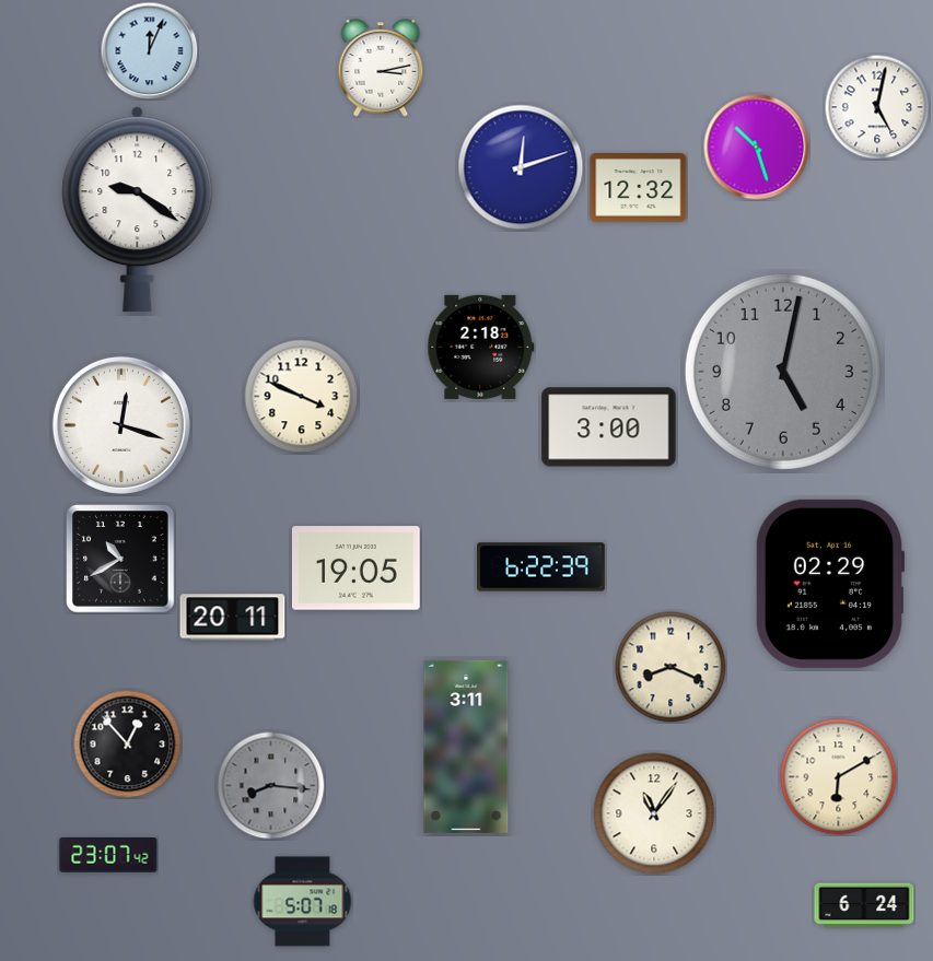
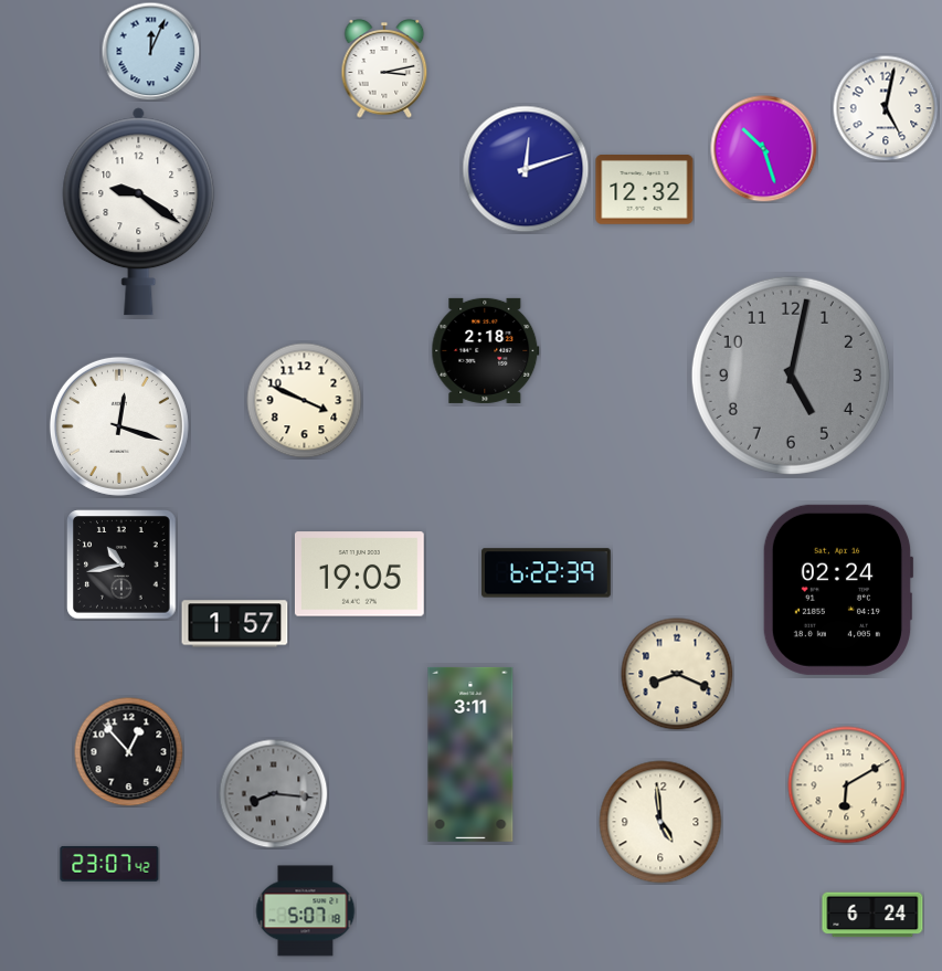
clock at (121, 425) position: (121, 425) -> (119, 426)
clock at (609, 427): 3:00 -> none
clock at (120, 559): 10:40 -> 10:43
clock at (830, 584): 02:29 -> 02:24
clock at (233, 618): 20:11 -> 1:57
clock at (654, 813): 11:06 -> 4:59
